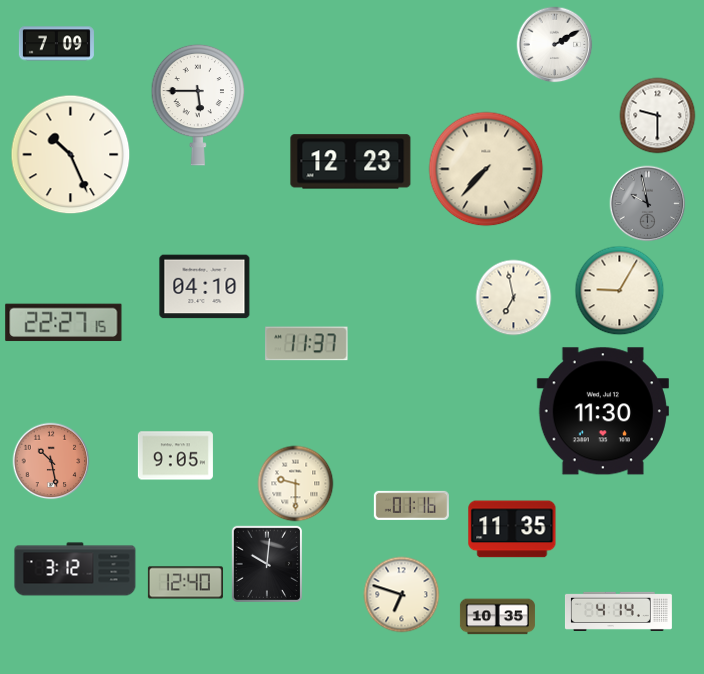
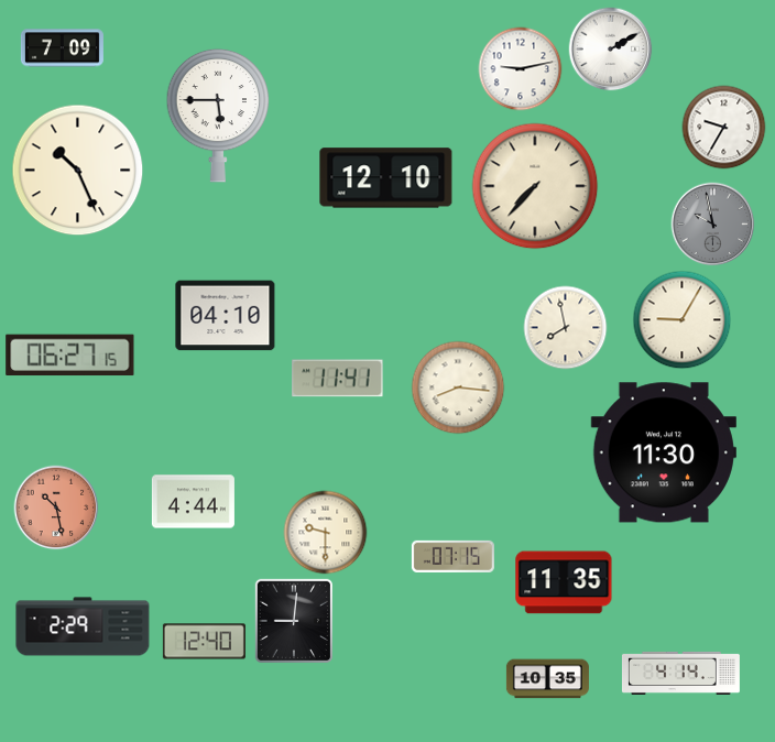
clock at (521, 69): none -> 9:13
clock at (658, 116): 9:30 -> 9:35
clock at (351, 162): 12:23 -> 12:10
clock at (514, 298): 6:58 -> 7:58
clock at (64, 323): 22:27 -> 06:27
clock at (307, 344): 11:37 -> 11:41
clock at (458, 388): none -> 8:16
clock at (175, 456): 9:05 -> 4:44
clock at (411, 505): 01:16 -> 07:15
clock at (266, 563): 10:01 -> 9:01
clock at (75, 569): 3:12 -> 2:29
clock at (402, 595): 6:48 -> none
